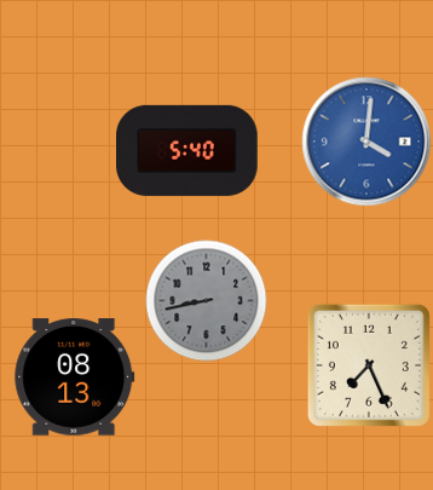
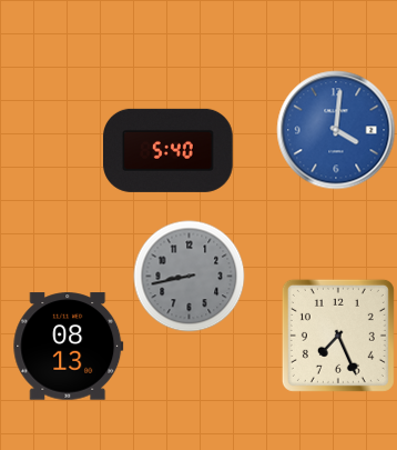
clock at (187, 150) position: (187, 150) -> (169, 150)
